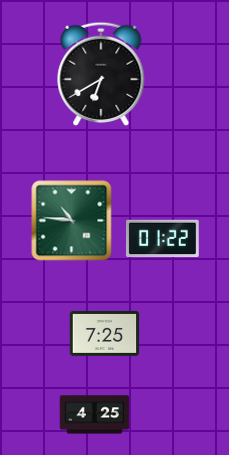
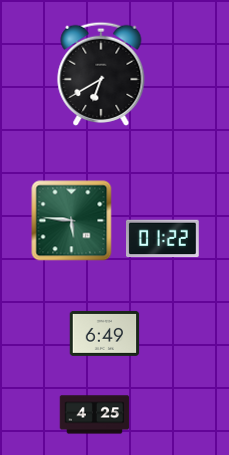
clock at (72, 221): 10:46 -> 5:46
clock at (105, 333): 7:25 -> 6:49
